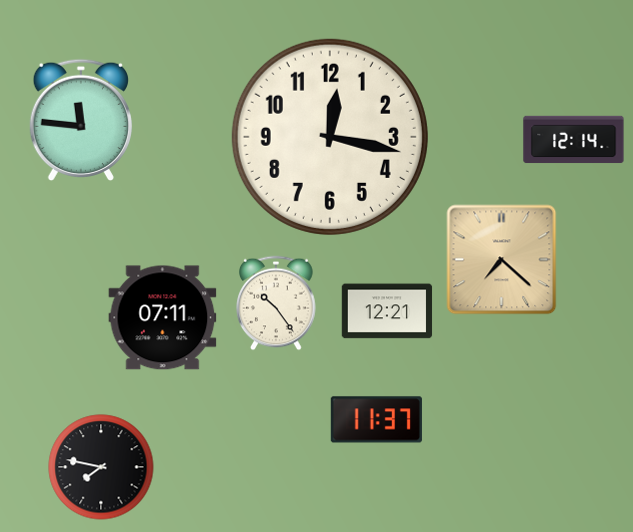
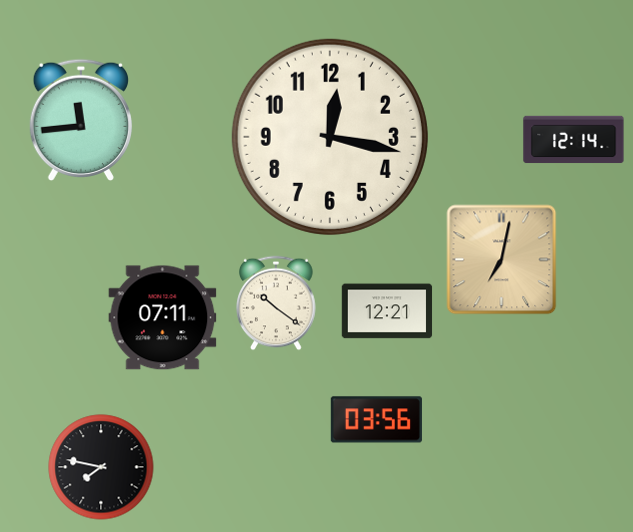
clock at (80, 119): 11:46 -> 11:44
clock at (502, 260): 7:22 -> 7:02
clock at (276, 303): 10:24 -> 10:21
clock at (376, 420): 11:37 -> 03:56
